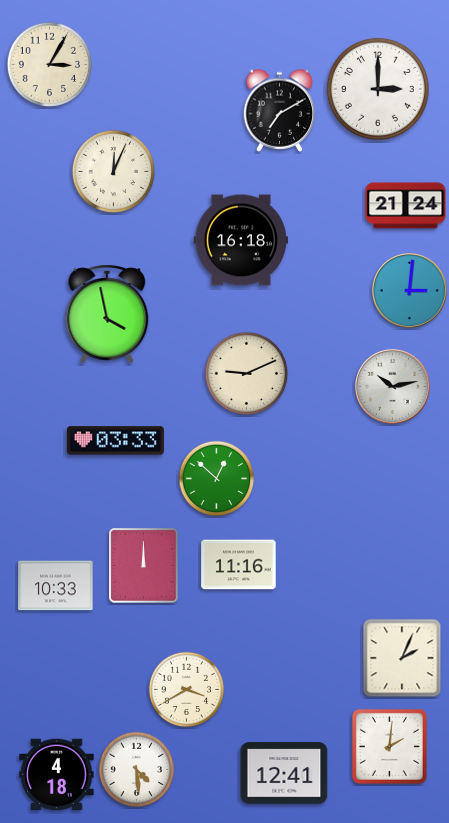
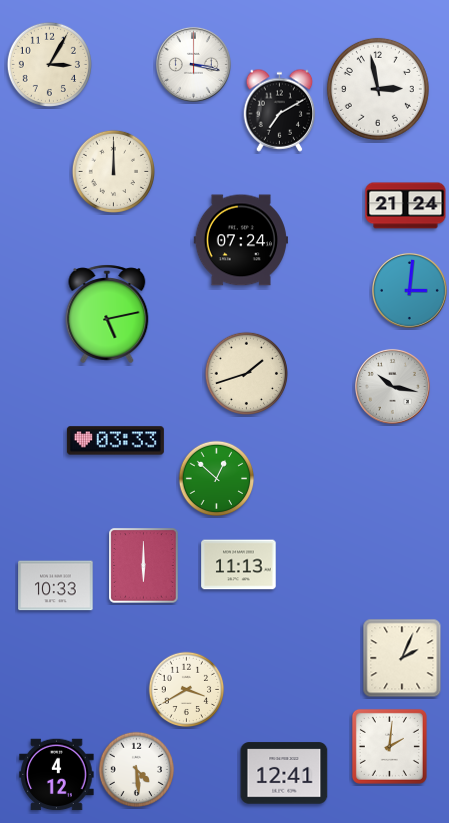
clock at (193, 64): none -> 3:17
clock at (378, 89): 3:00 -> 2:58
clock at (113, 171): 12:04 -> 12:00
clock at (241, 240): 16:18 -> 07:24
clock at (107, 314): 3:58 -> 5:13
clock at (246, 373): 9:11 -> 1:42
clock at (392, 386): 10:13 -> 10:17
clock at (239, 565): 11:16 -> 11:13
clock at (144, 566): 12:00 -> 6:00
clock at (57, 775): 4:18 -> 4:12
